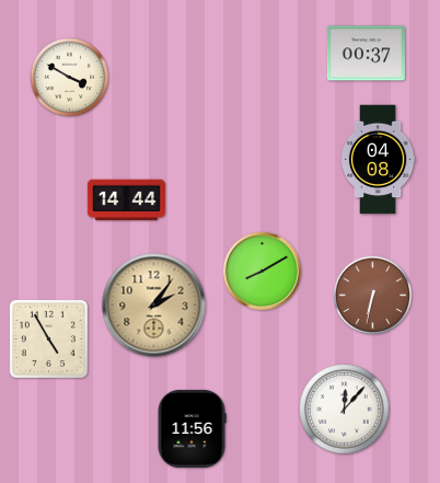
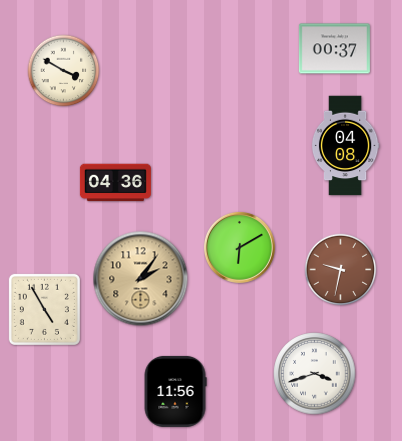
clock at (126, 200): 14:44 -> 04:36
clock at (262, 271): 8:10 -> 6:10
clock at (373, 296): 6:32 -> 9:32
clock at (345, 410): 12:07 -> 3:42
